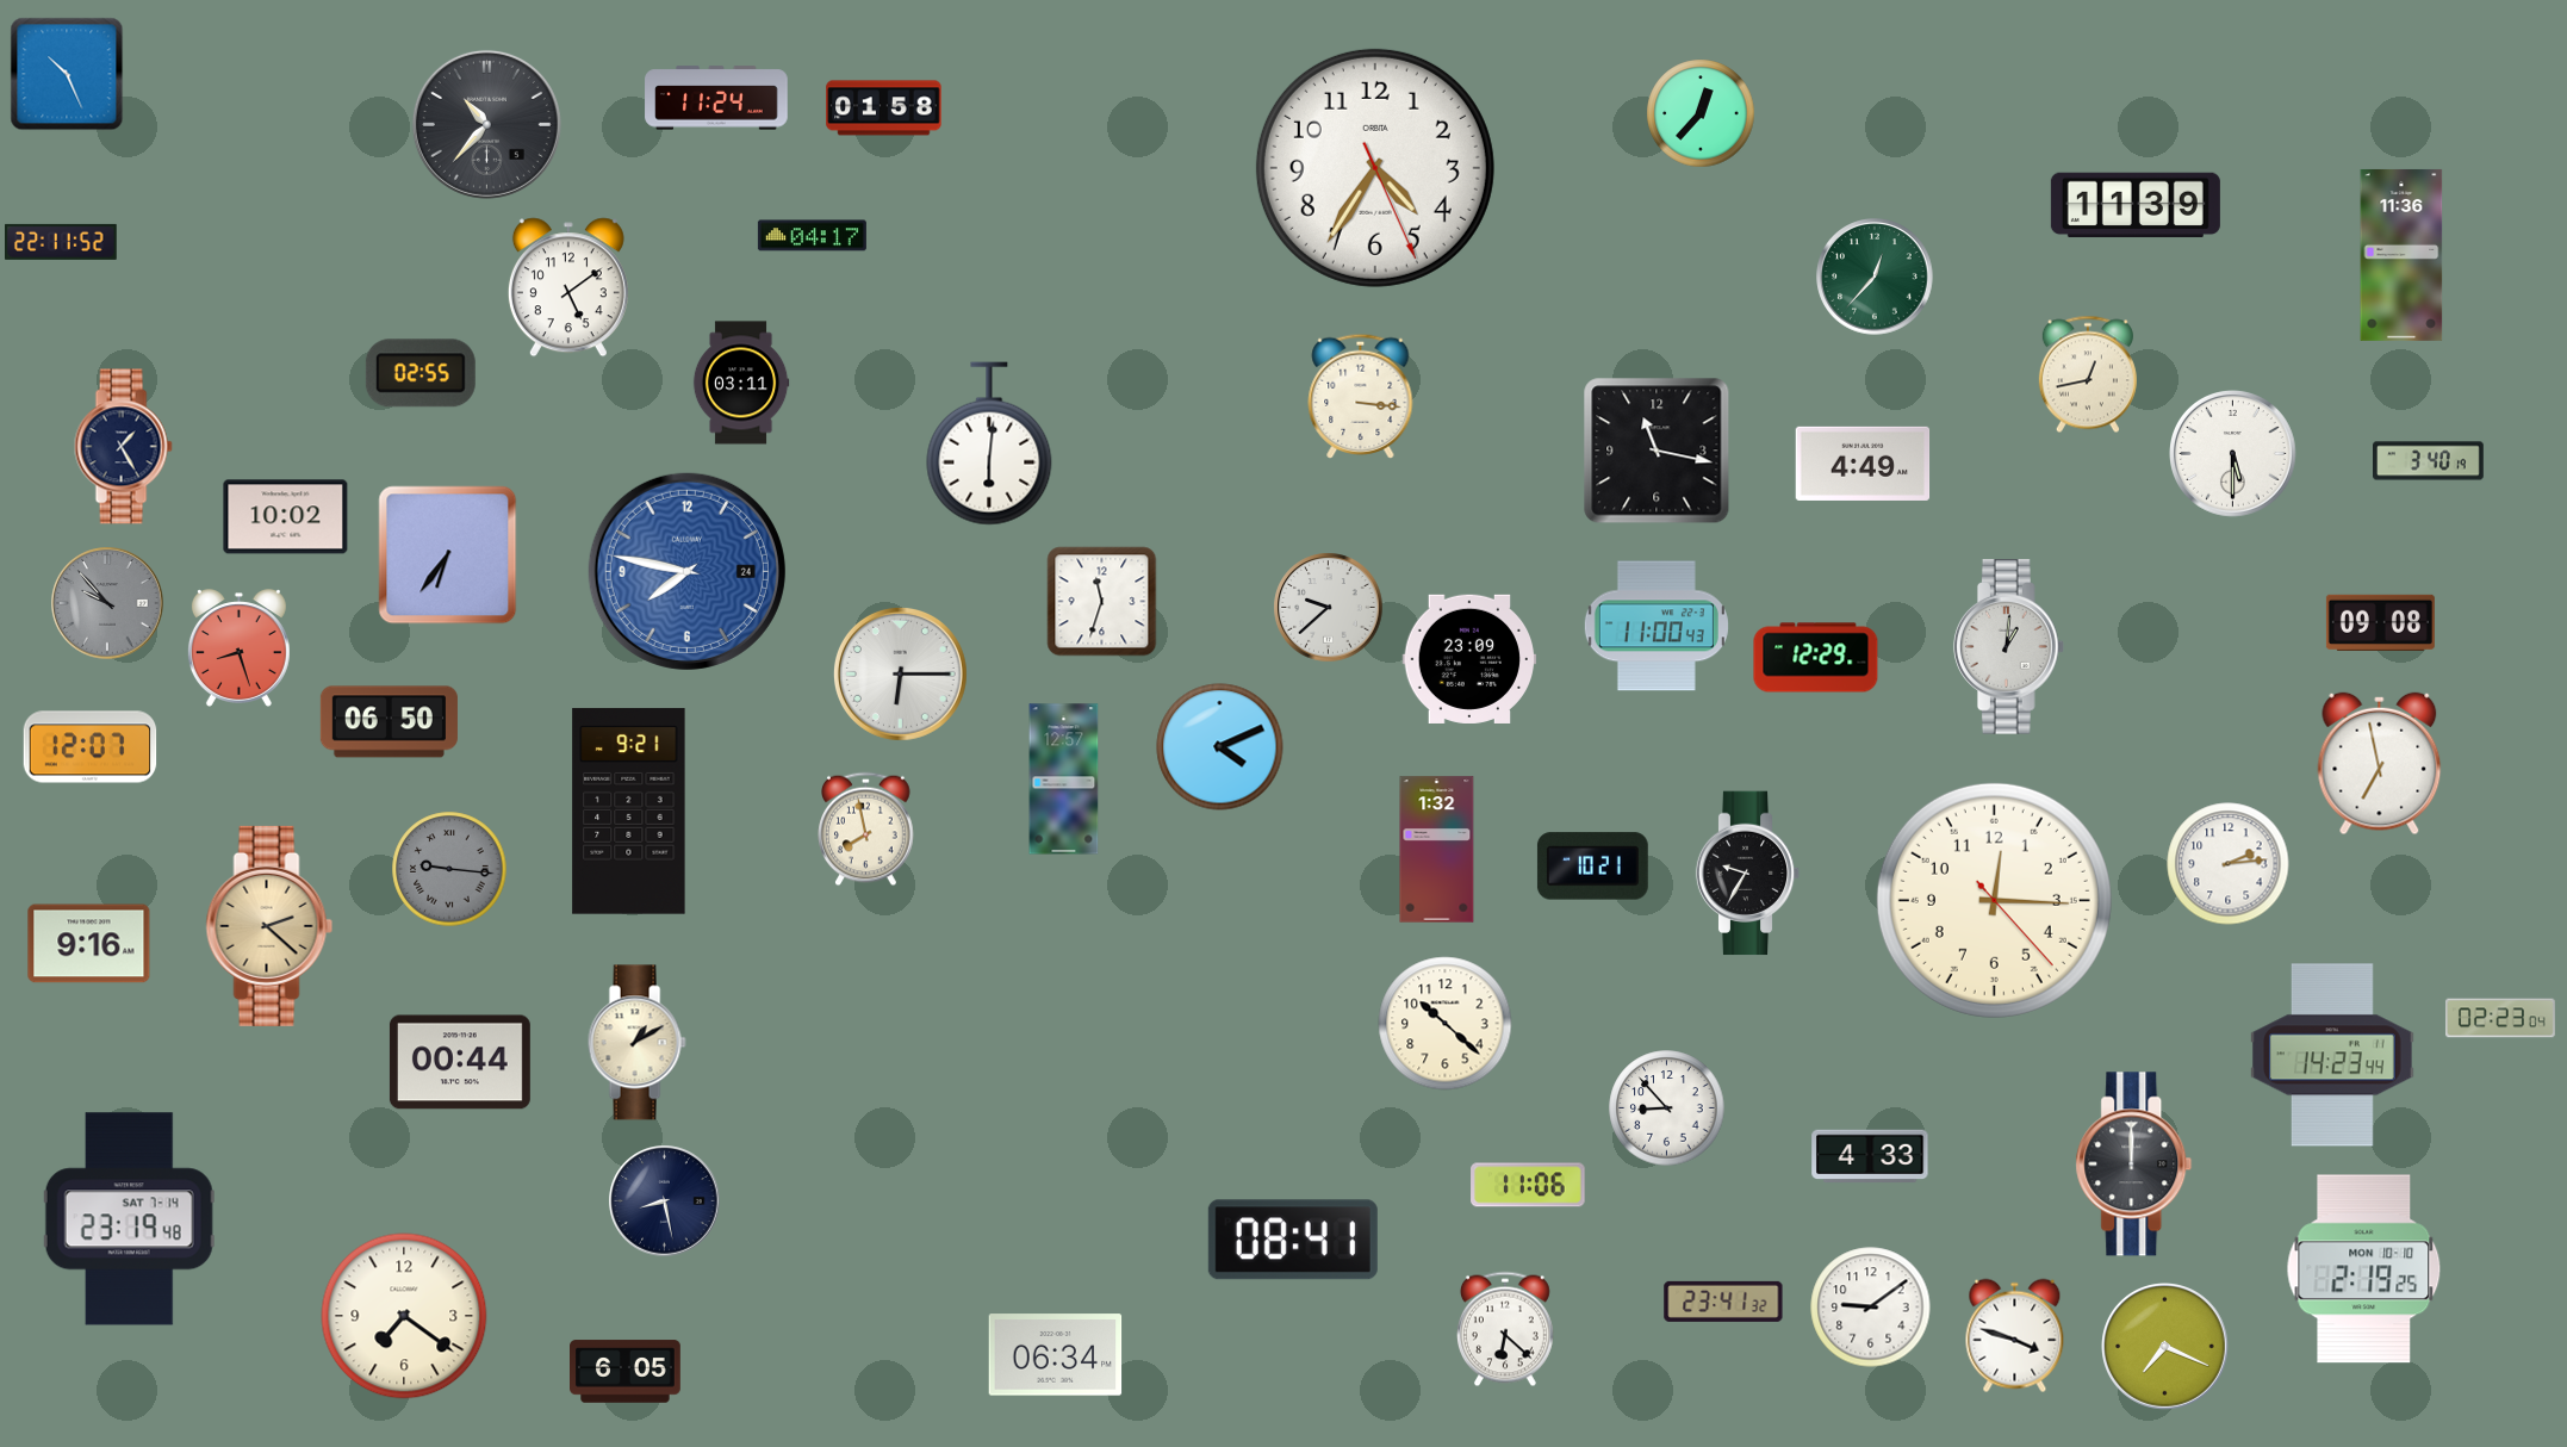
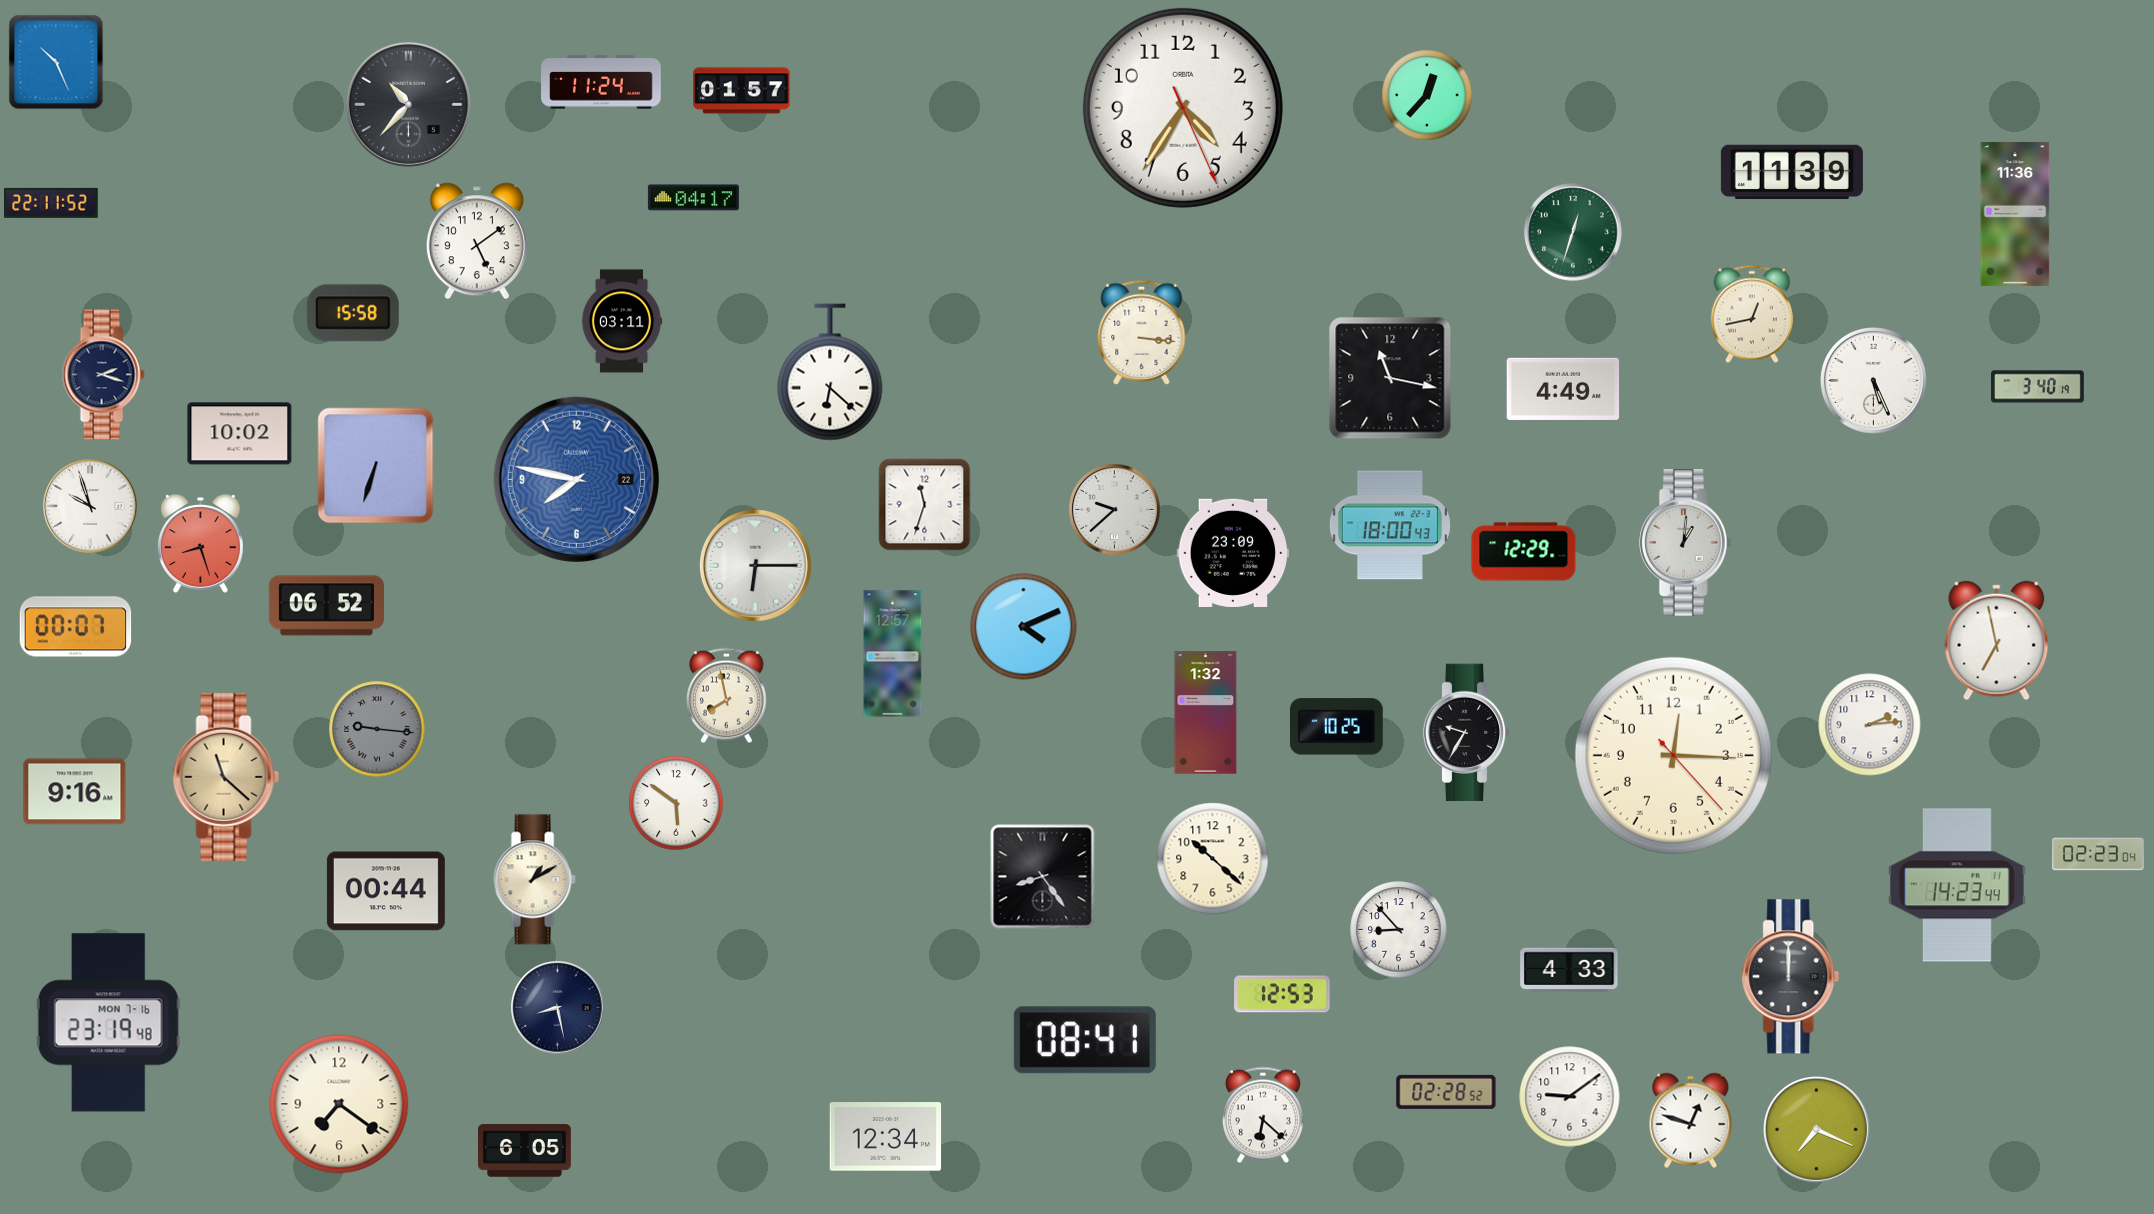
clock at (884, 108): 01:58 -> 01:57
clock at (1375, 168) position: (1375, 168) -> (1183, 108)
clock at (812, 236) position: (812, 236) -> (693, 198)
clock at (1875, 277): 12:37 -> 12:33
clock at (421, 373): 02:55 -> 15:58
clock at (989, 443): 6:01 -> 6:22
clock at (123, 447): 1:25 -> 2:18
clock at (2233, 454): 5:30 -> 5:26
clock at (448, 555): 6:36 -> 6:33
clock at (686, 571) date: 24 -> 22
clock at (107, 603): 9:53 -> 9:57
clock at (107, 603) dial: grey -> white
clock at (2380, 622): 09:08 -> none
clock at (1657, 626): 11:00 -> 18:00
clock at (389, 722): 06:50 -> 06:52
clock at (91, 747): 12:07 -> 00:07
clock at (629, 812): 9:21 -> none
clock at (1592, 867): 10:21 -> 10:25
clock at (269, 926): 2:22 -> 11:22
clock at (676, 803): none -> 5:51
clock at (636, 1043) position: (636, 1043) -> (534, 880)
clock at (1043, 877): none -> 8:24
clock at (1528, 1185): 11:06 -> 12:53
clock at (129, 1219) date: SAT 7-14 -> MON 7-16
clock at (2364, 1269): 2:19 -> none
clock at (1723, 1302): 23:41 -> 02:28
clock at (2015, 1336): 3:48 -> 12:48
clock at (1056, 1355): 06:34 -> 12:34
